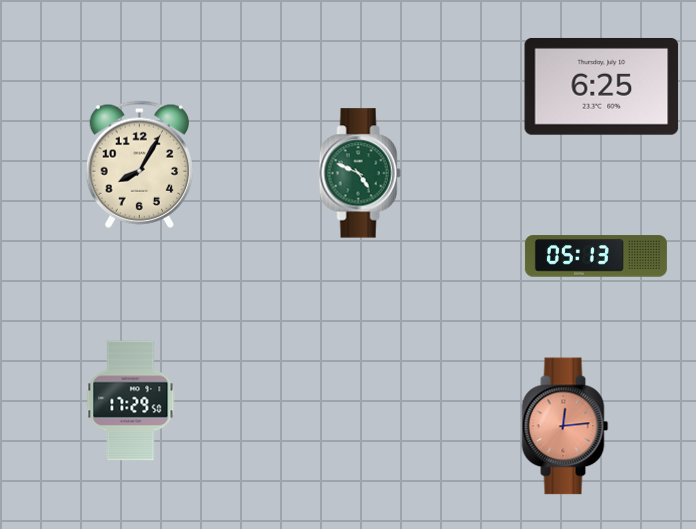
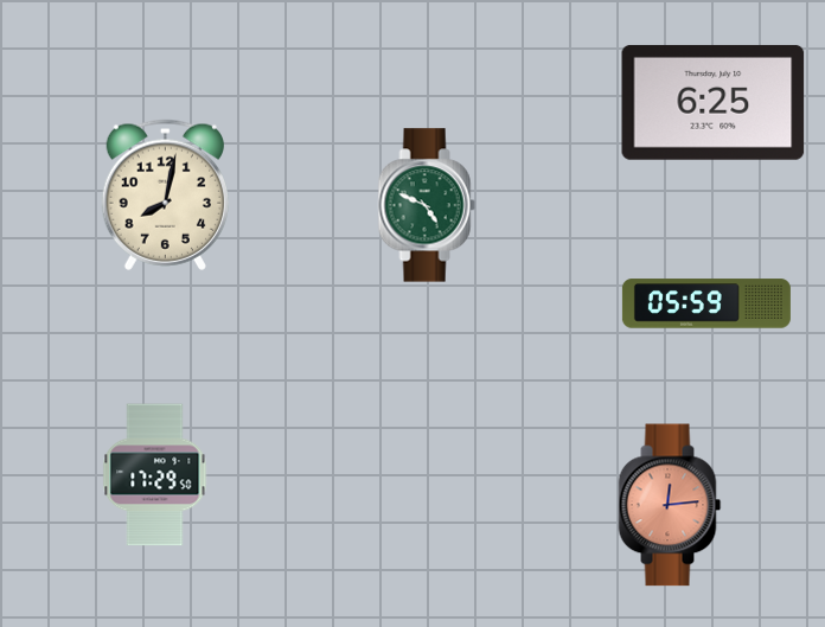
clock at (139, 164): 8:05 -> 8:02
clock at (596, 256): 05:13 -> 05:59
